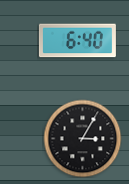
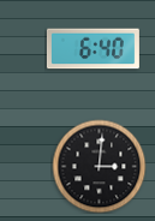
clock at (82, 138): 3:05 -> 3:01
